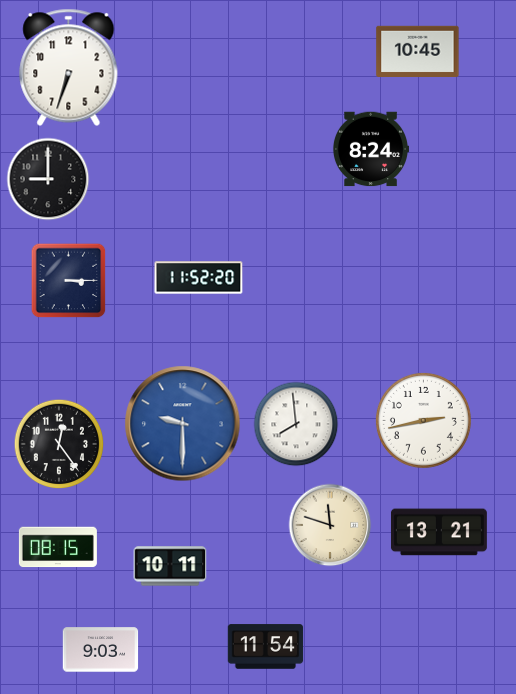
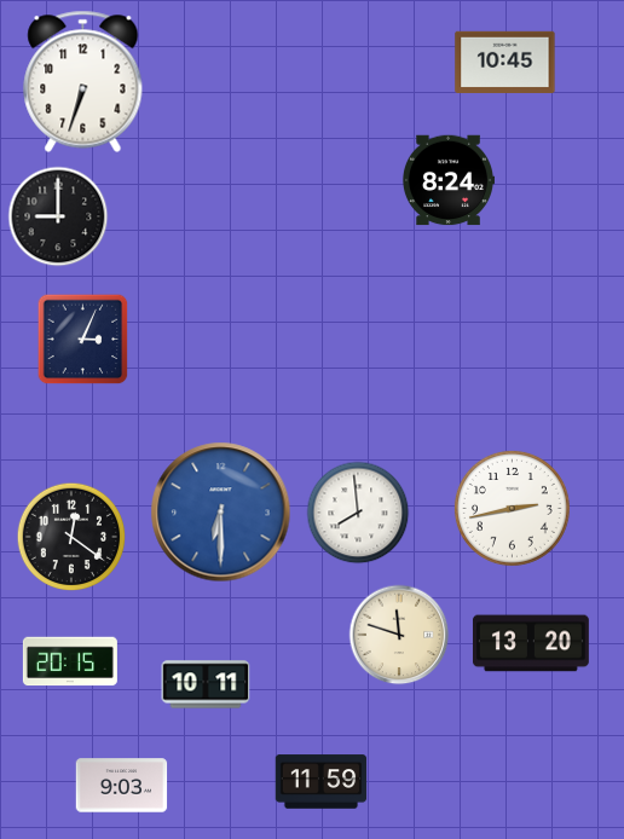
clock at (199, 278): 11:52 -> none
clock at (69, 281): 3:15 -> 3:04
clock at (183, 424): 9:30 -> 6:30
clock at (59, 444): 12:24 -> 12:21
clock at (439, 532): 13:21 -> 13:20
clock at (58, 547): 08:15 -> 20:15
clock at (266, 647): 11:54 -> 11:59
